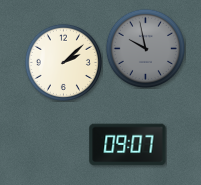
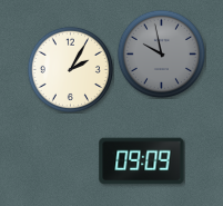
clock at (63, 62): 2:08 -> 2:05
clock at (128, 145): 09:07 -> 09:09
